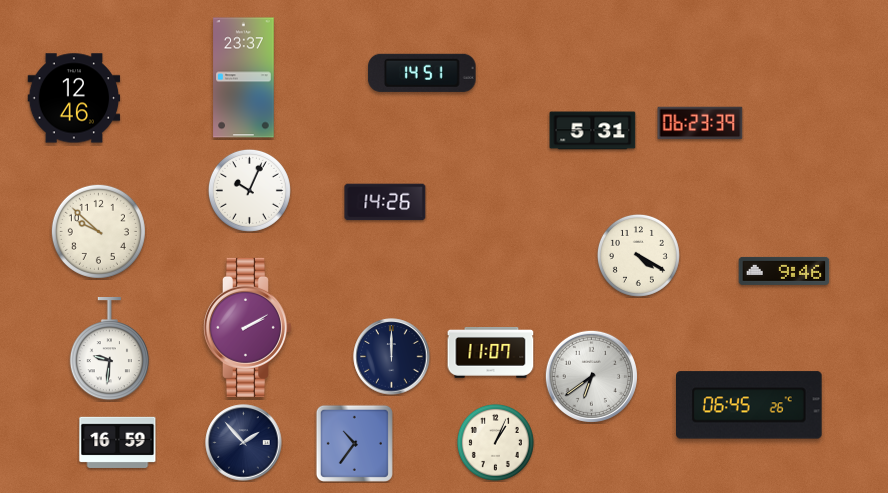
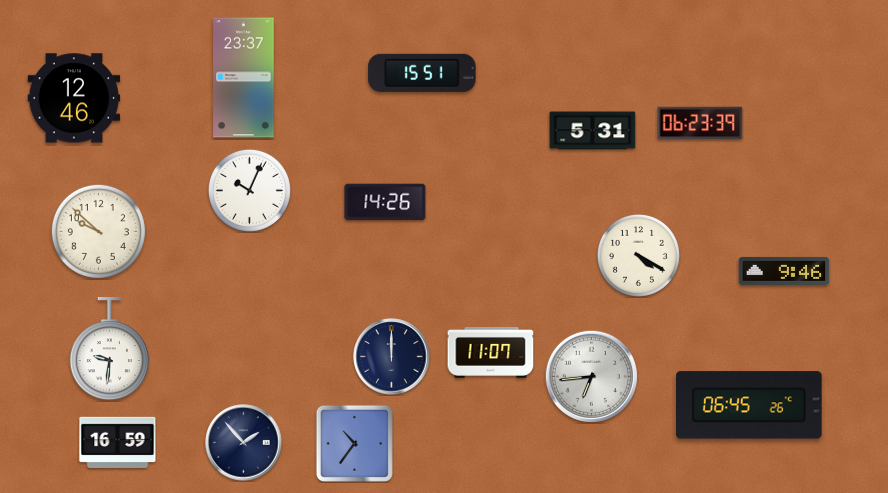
clock at (422, 73): 14:51 -> 15:51
clock at (247, 327): 2:10 -> none
clock at (591, 376): 6:39 -> 6:44
clock at (495, 442): 1:04 -> none
